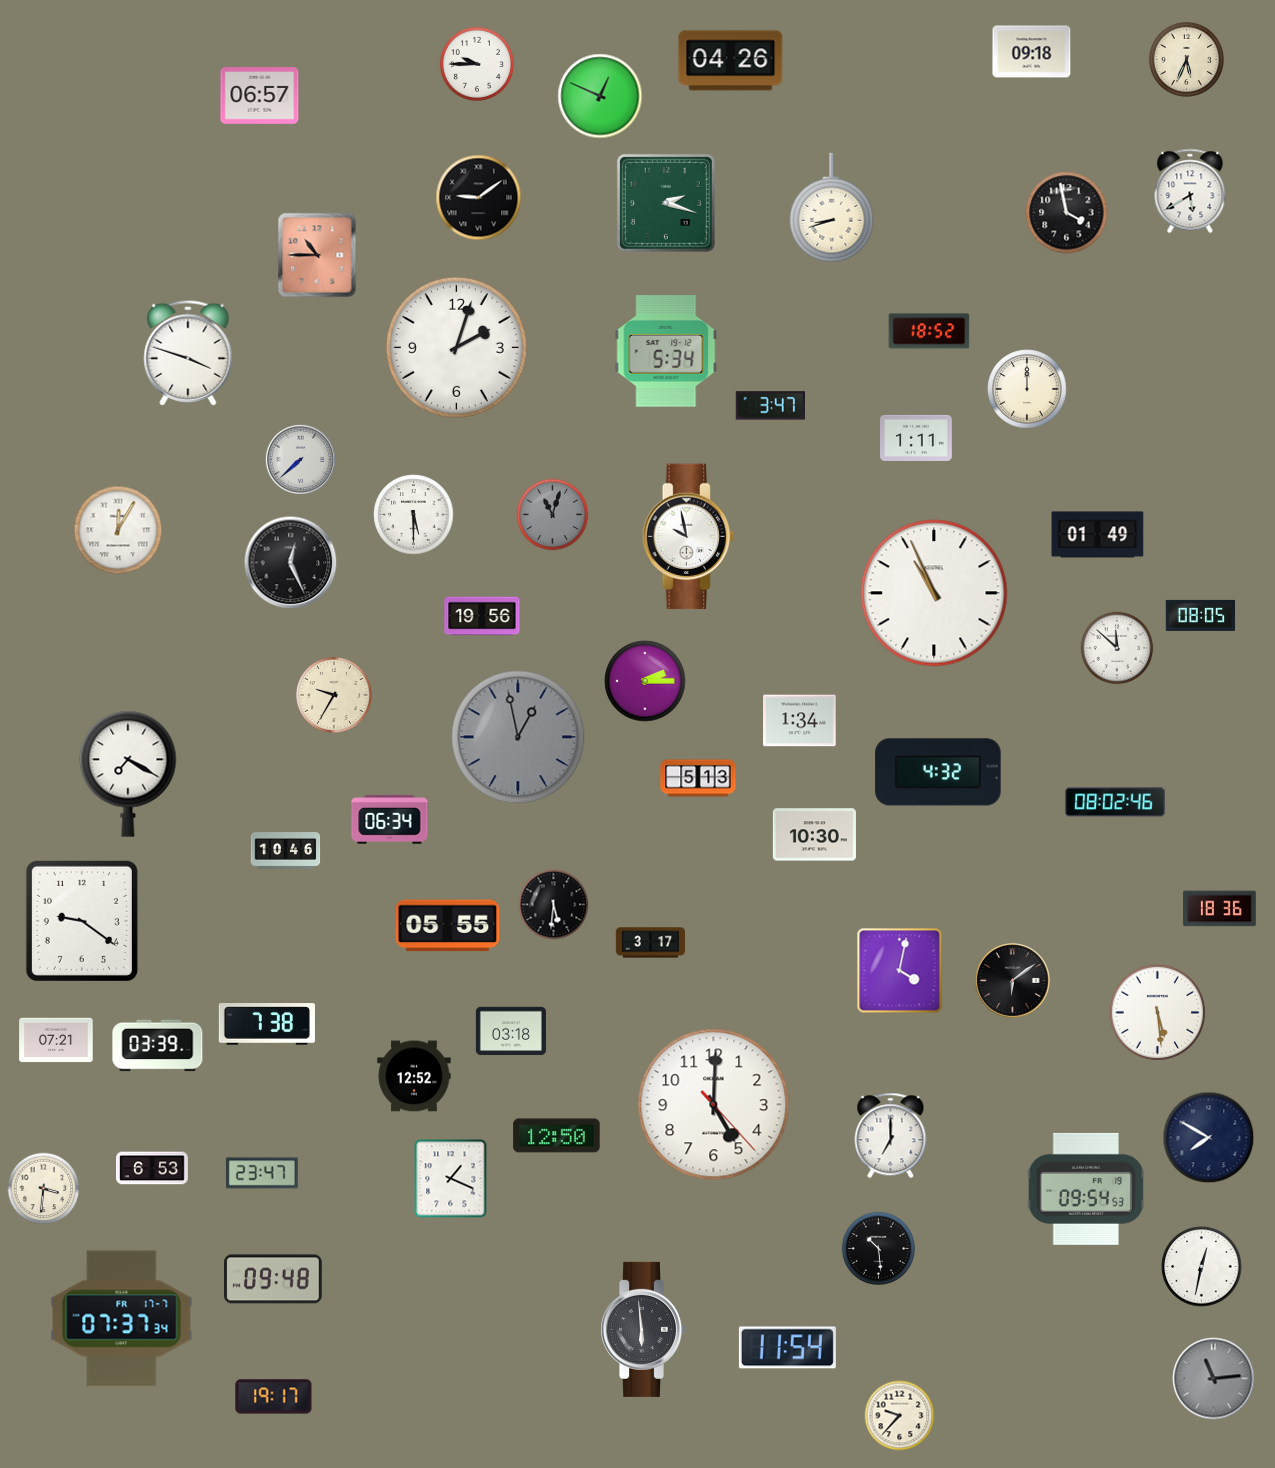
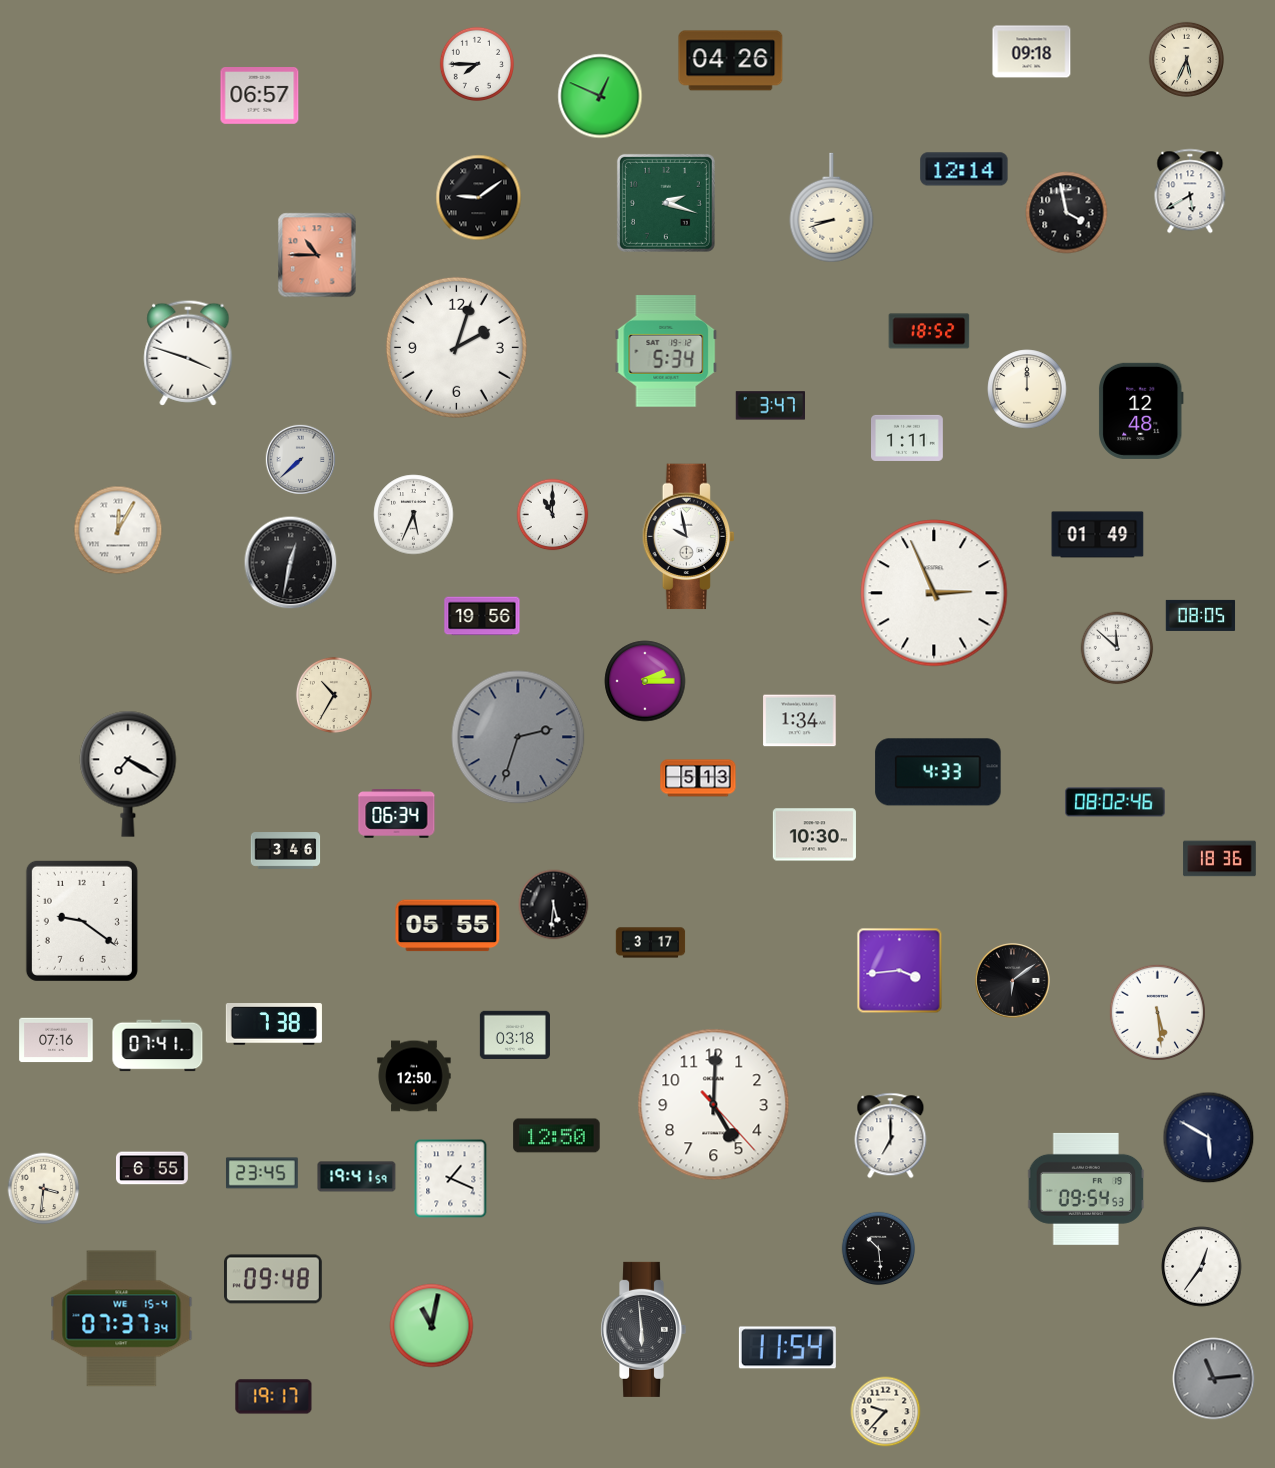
clock at (476, 63): 9:45 -> 7:45
clock at (964, 169): none -> 12:14
clock at (1141, 411): none -> 12:48
clock at (917, 438) position: (917, 438) -> (908, 438)
clock at (414, 515): 5:30 -> 5:34
clock at (553, 515): 11:03 -> 11:00
clock at (553, 515) dial: grey -> white
clock at (291, 563): 12:26 -> 12:32
clock at (934, 593): 10:56 -> 2:56
clock at (334, 695): 9:35 -> 10:35
clock at (518, 737): 12:58 -> 2:33
clock at (938, 772): 4:32 -> 4:33
clock at (390, 820) position: (390, 820) -> (397, 814)
clock at (286, 851): 10:46 -> 3:46
clock at (1220, 909) position: (1220, 909) -> (1220, 859)
clock at (900, 971): 4:02 -> 3:44
clock at (267, 1024) position: (267, 1024) -> (274, 1024)
clock at (511, 1031) position: (511, 1031) -> (515, 1035)
clock at (56, 1040): 07:21 -> 07:16
clock at (158, 1046): 03:39 -> 07:41
clock at (414, 1076): 12:52 -> 12:50
clock at (1209, 1138): 7:50 -> 5:50
clock at (153, 1168): 6:53 -> 6:55
clock at (262, 1173): 23:47 -> 23:45
clock at (357, 1177): none -> 19:41
clock at (1202, 1267): 12:32 -> 12:36
clock at (122, 1319) date: FR 17-7 -> WE 15-4
clock at (432, 1326): none -> 11:02
clock at (900, 1416) position: (900, 1416) -> (886, 1412)
